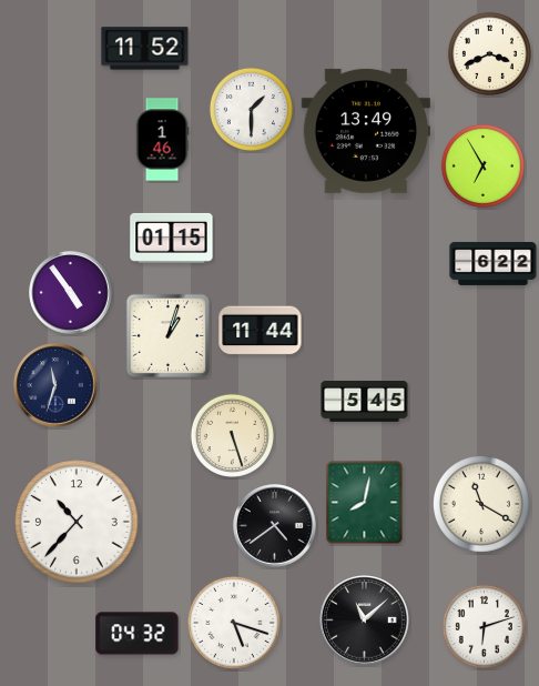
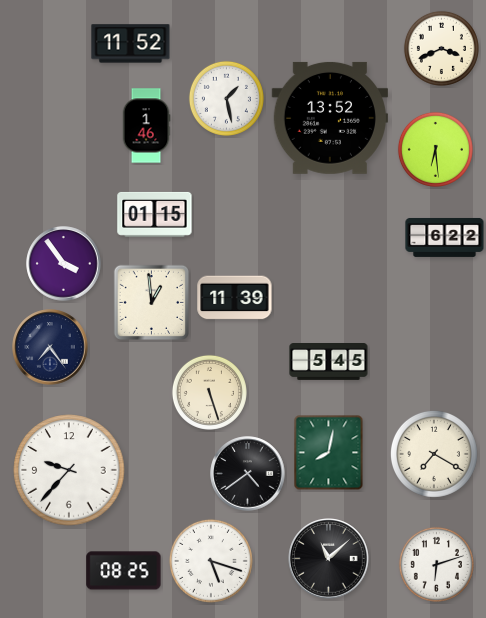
clock at (251, 109): 1:30 -> 1:28
clock at (365, 131): 13:49 -> 13:52
clock at (482, 165): 6:55 -> 6:29
clock at (71, 293): 4:54 -> 3:54
clock at (261, 331): 11:44 -> 11:39
clock at (167, 335): 1:03 -> 12:59
clock at (55, 385): 11:33 -> 7:24
clock at (481, 504): 11:20 -> 7:20
clock at (77, 522): 10:37 -> 9:37
clock at (138, 634): 04:32 -> 08:25
